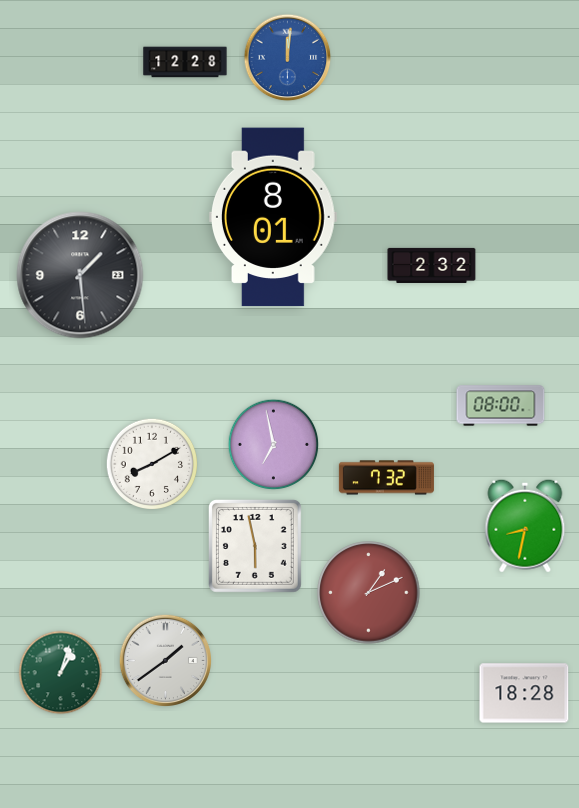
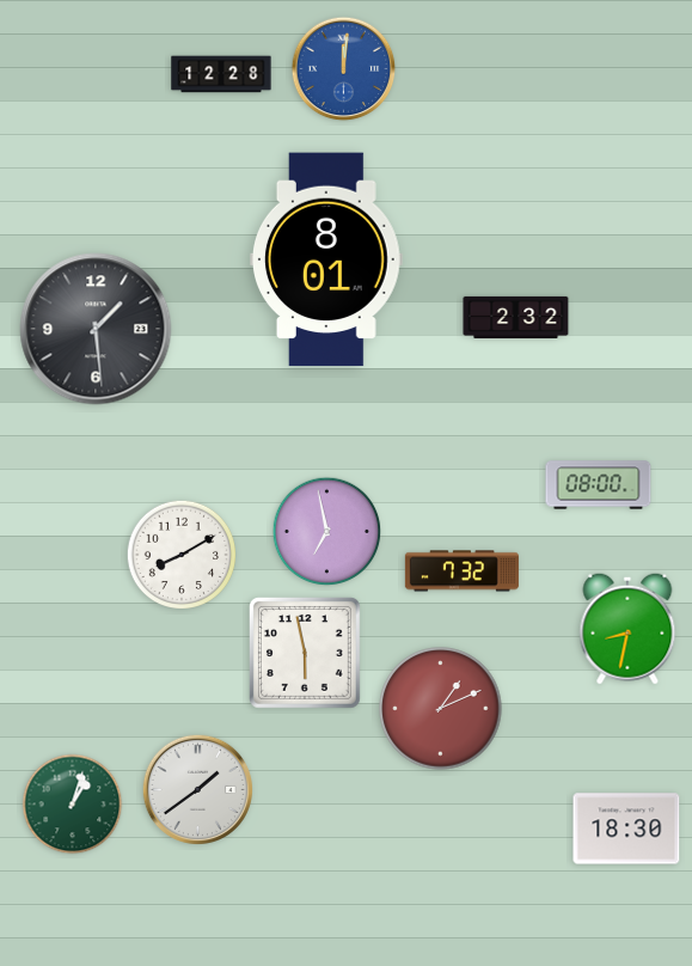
clock at (524, 693): 18:28 -> 18:30
